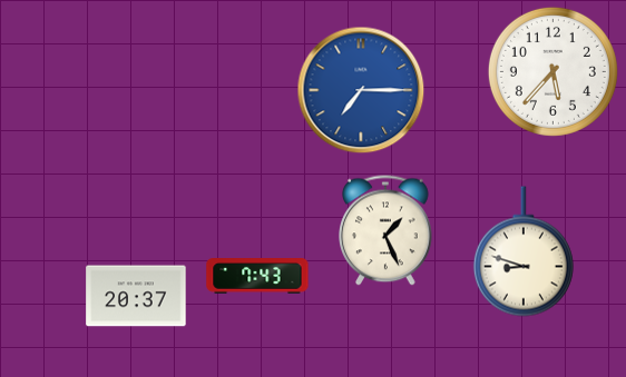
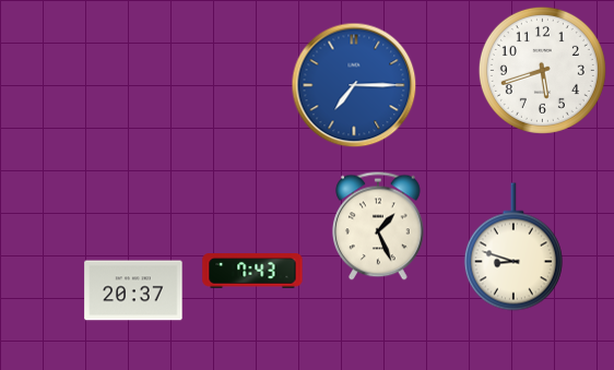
clock at (552, 71): 5:37 -> 5:42
clock at (361, 90) position: (361, 90) -> (354, 85)
